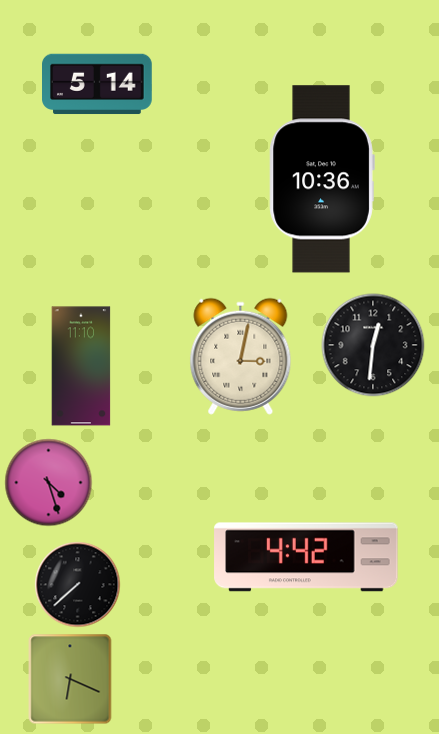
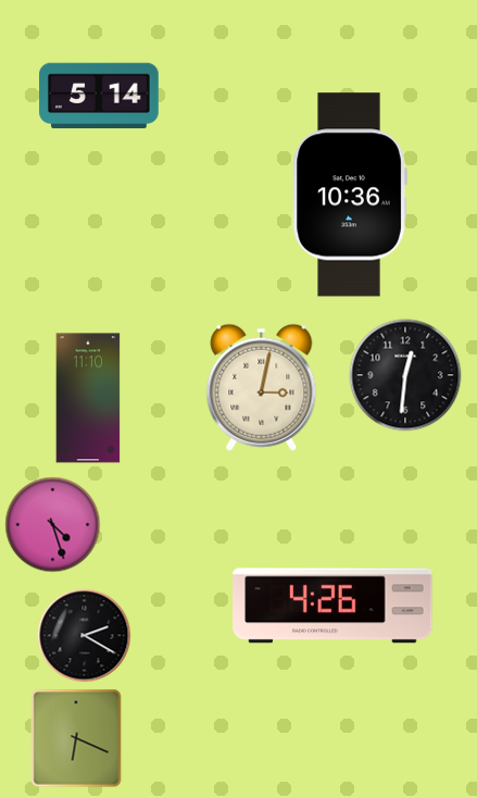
clock at (98, 84) position: (98, 84) -> (100, 96)
clock at (306, 557): 4:42 -> 4:26
clock at (78, 585): 7:38 -> 2:20
